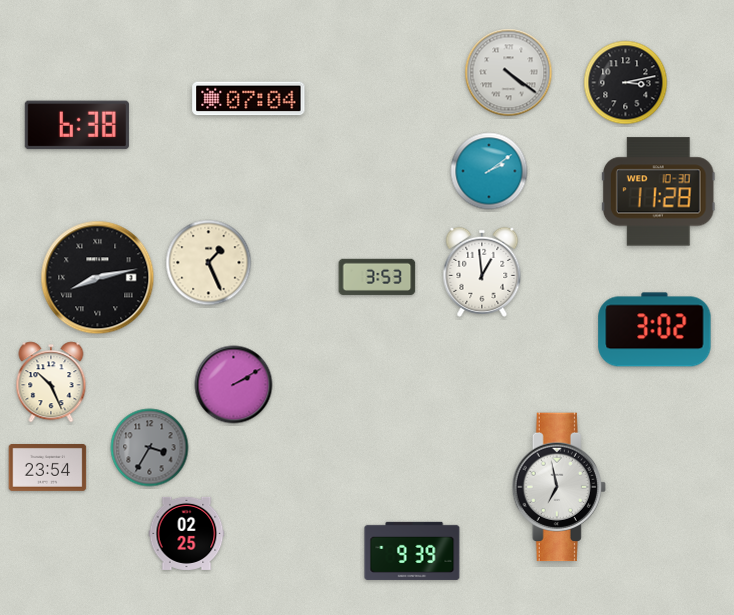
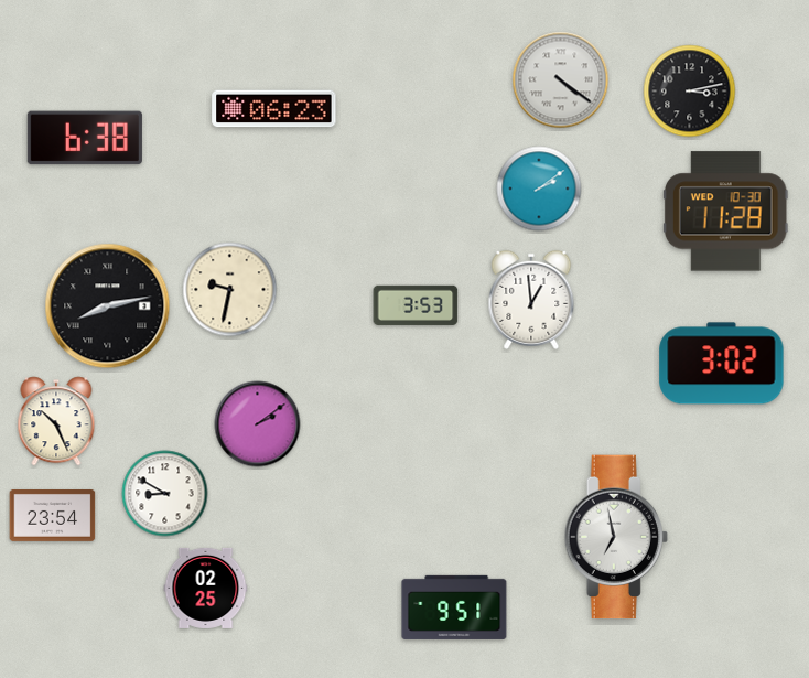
clock at (249, 99): 07:04 -> 06:23
clock at (209, 263): 1:26 -> 9:32
clock at (234, 385): 2:10 -> 2:09
clock at (150, 448): 3:35 -> 8:50
clock at (150, 448) dial: grey -> white
clock at (412, 551): 9:39 -> 9:51
